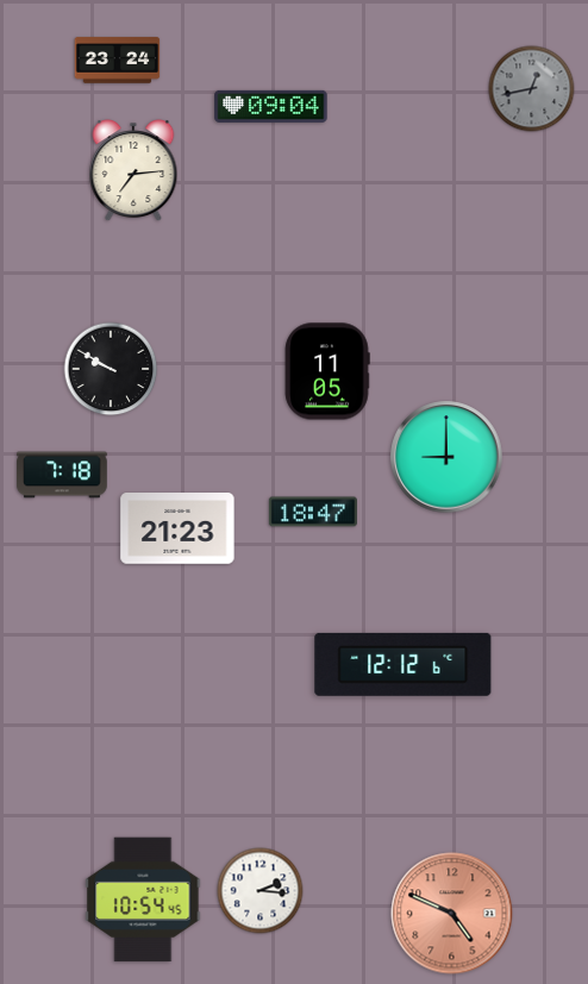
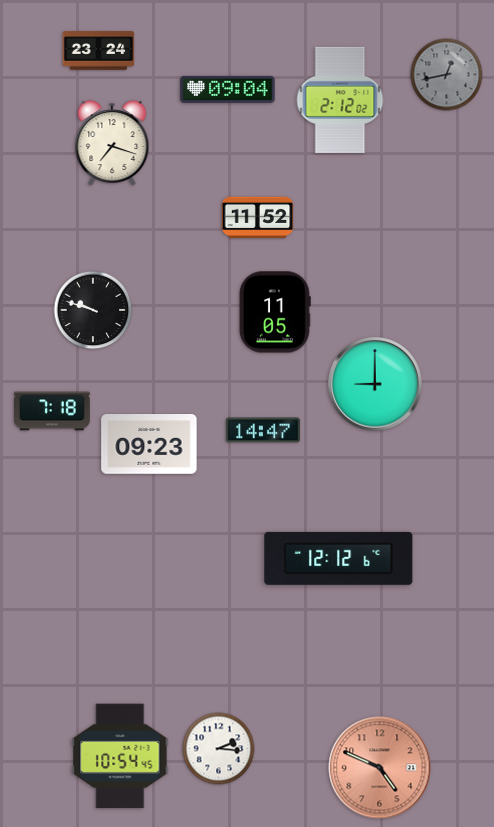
clock at (340, 100): none -> 2:12
clock at (133, 171): 7:14 -> 7:18
clock at (258, 218): none -> 11:52
clock at (111, 369): 9:50 -> 9:48
clock at (63, 475) position: (63, 475) -> (53, 411)
clock at (313, 512): 18:47 -> 14:47
clock at (177, 529): 21:23 -> 09:23
